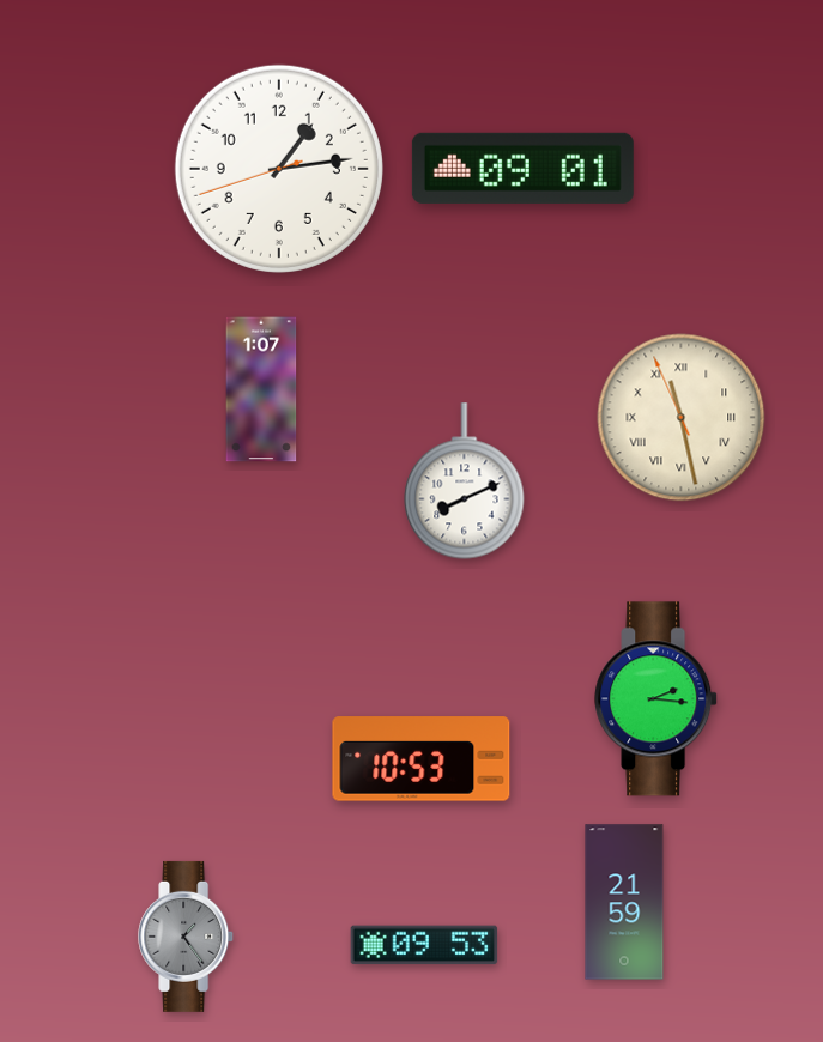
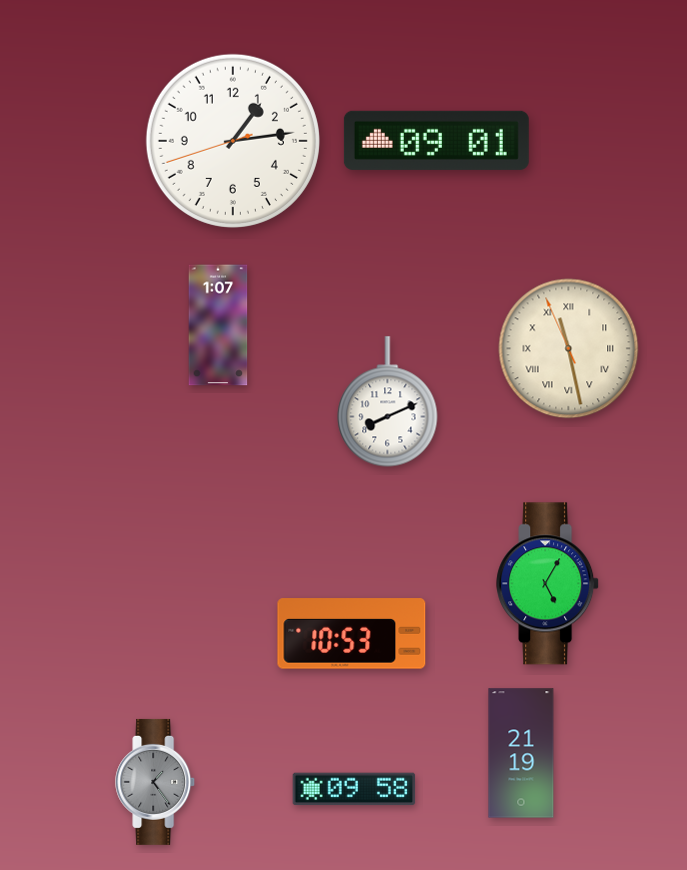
clock at (656, 699): 2:16 -> 5:05
clock at (624, 902): 21:59 -> 21:19
clock at (424, 945): 09:53 -> 09:58
